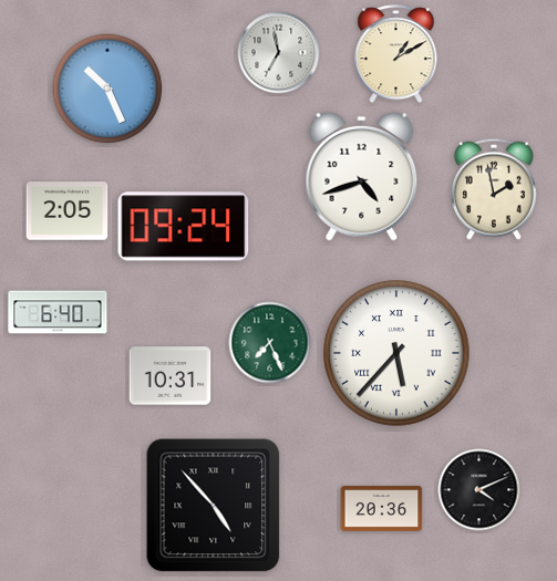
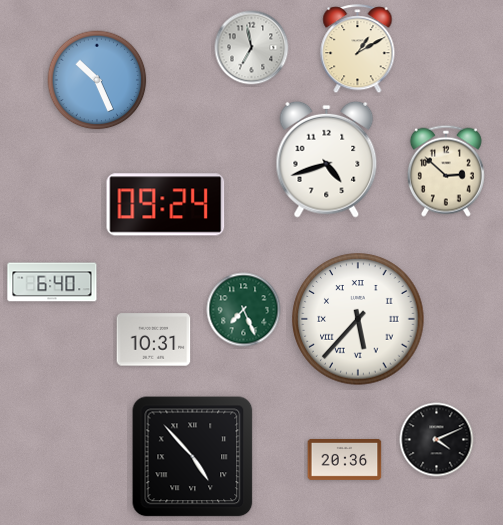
clock at (494, 189): 1:58 -> 2:52
clock at (68, 211): 2:05 -> none
clock at (479, 490) position: (479, 490) -> (437, 440)
